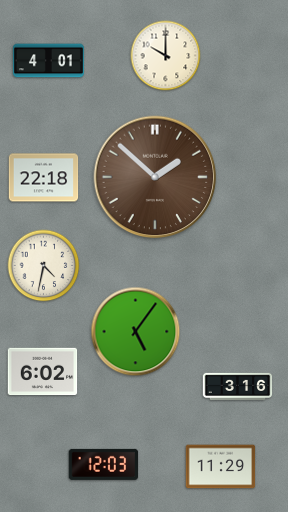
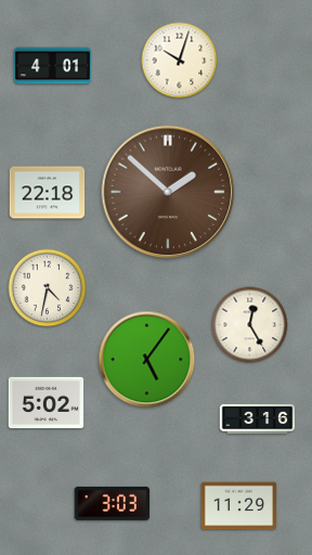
clock at (166, 56): 10:00 -> 10:03
clock at (250, 325): none -> 12:25
clock at (43, 372): 6:02 -> 5:02
clock at (104, 464): 12:03 -> 3:03
